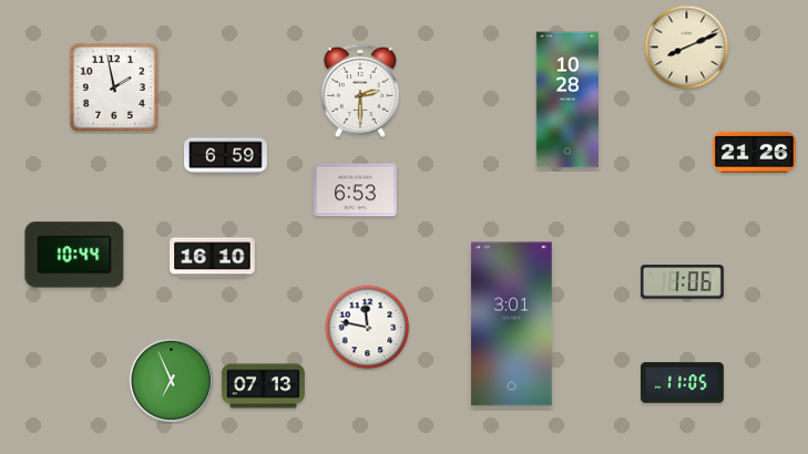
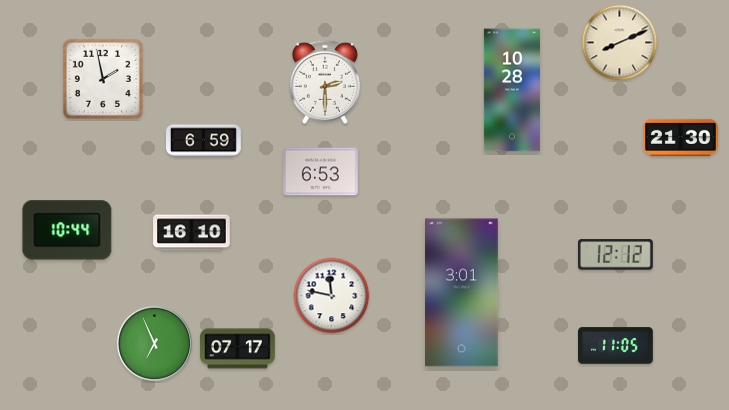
clock at (755, 152): 21:26 -> 21:30
clock at (682, 282): 1:06 -> 12:12
clock at (264, 386): 07:13 -> 07:17
